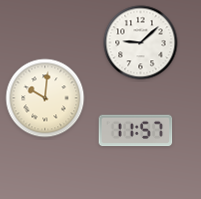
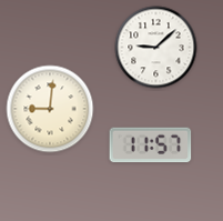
clock at (45, 98): 10:01 -> 9:01
